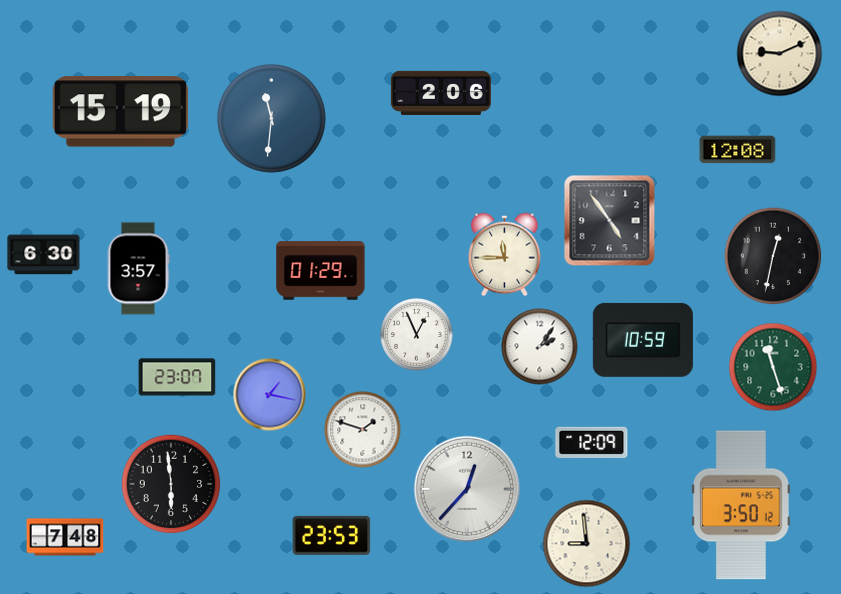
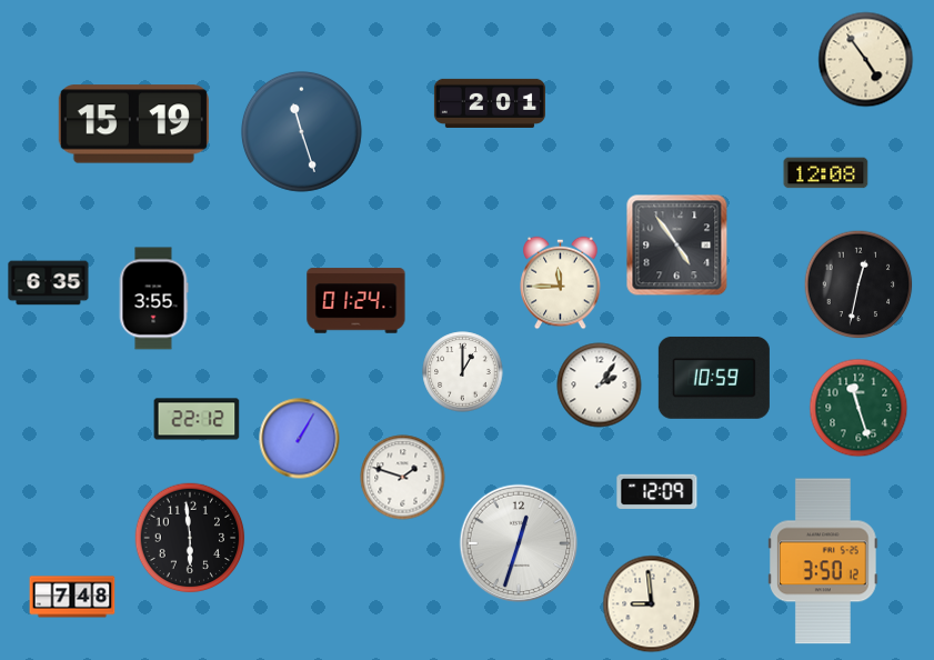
clock at (780, 54): 9:11 -> 4:54
clock at (441, 93): 2:06 -> 2:01
clock at (271, 118): 11:31 -> 11:27
clock at (738, 150) position: (738, 150) -> (826, 173)
clock at (44, 255): 6:30 -> 6:35
clock at (138, 269): 3:57 -> 3:55
clock at (321, 271): 01:29 -> 01:24
clock at (417, 335): 12:56 -> 1:00
clock at (177, 377): 23:07 -> 22:12
clock at (270, 395): 1:17 -> 1:05
clock at (467, 489): 12:37 -> 12:33
clock at (332, 535): 23:53 -> none
